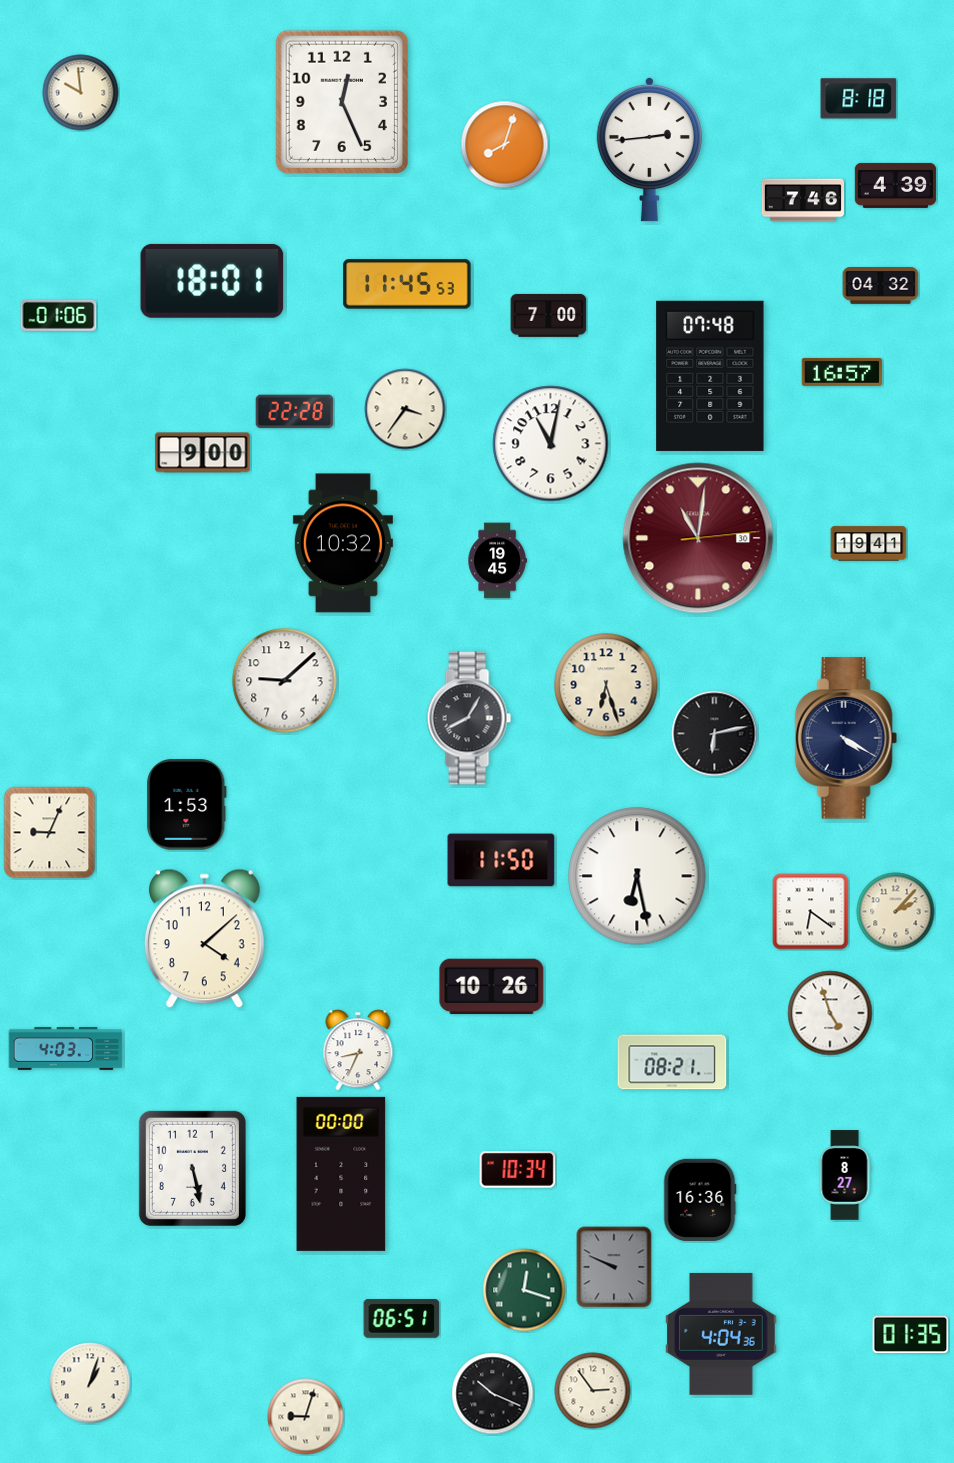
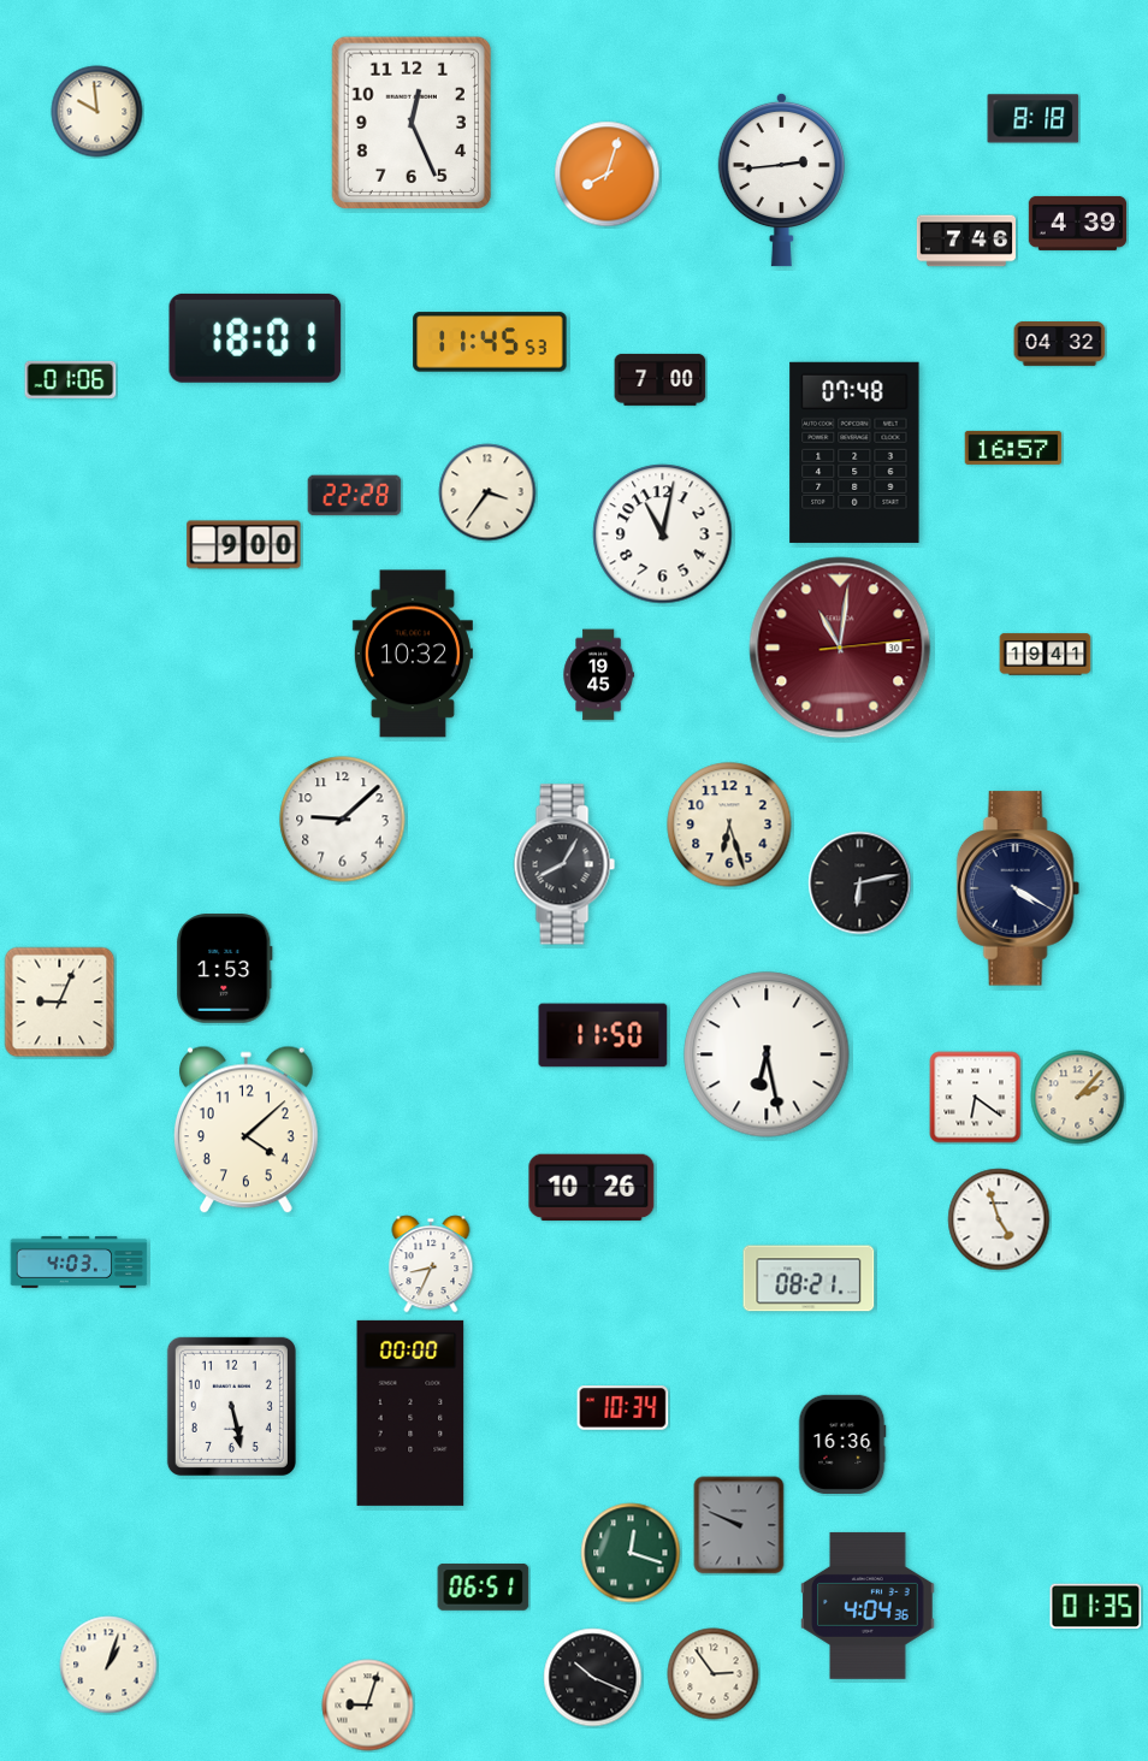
clock at (845, 1175): 8:27 -> none
